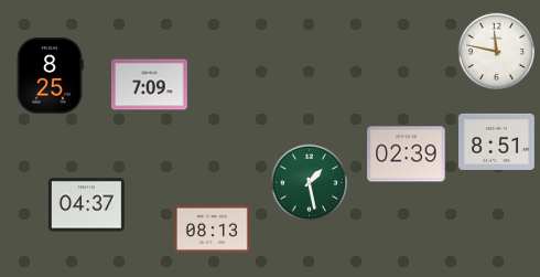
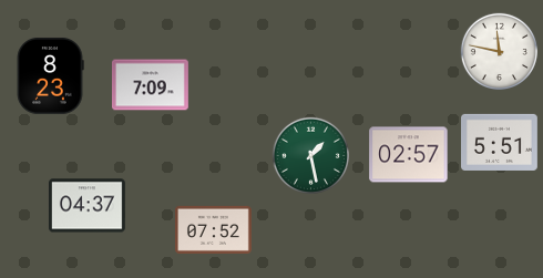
clock at (50, 75): 8:25 -> 8:23
clock at (497, 141): 8:51 -> 5:51
clock at (407, 155): 02:39 -> 02:57
clock at (309, 182) position: (309, 182) -> (310, 155)
clock at (212, 228): 08:13 -> 07:52
